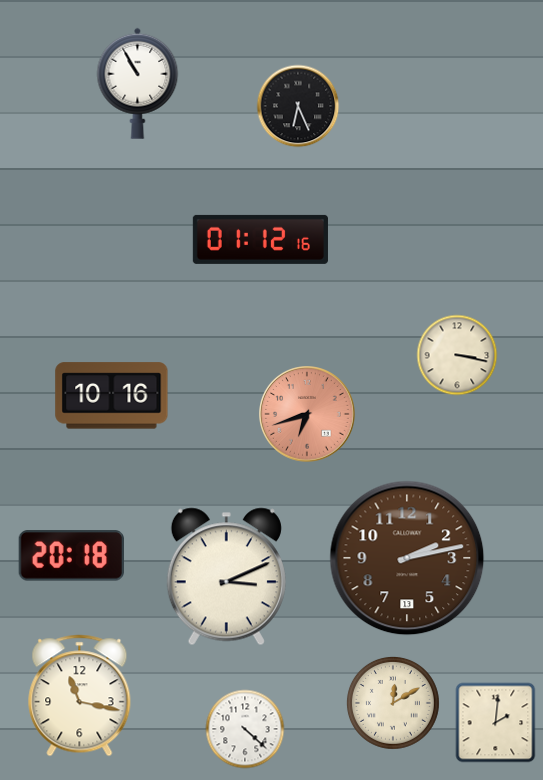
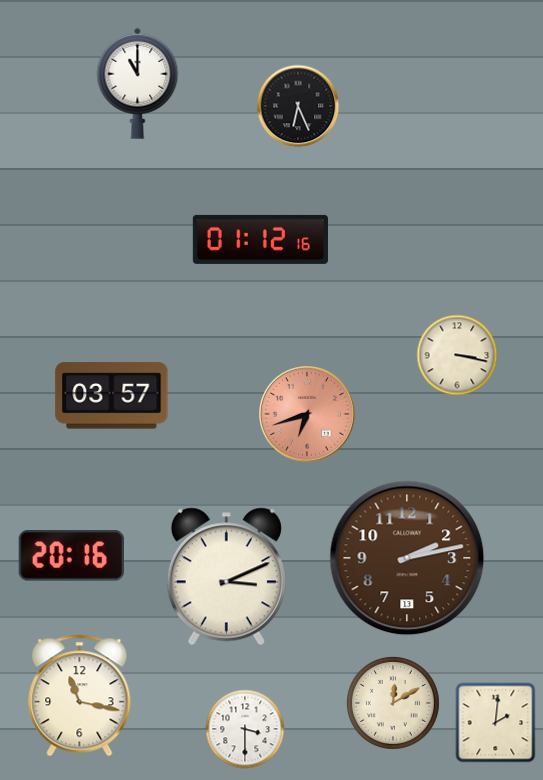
clock at (138, 83): 10:55 -> 11:00
clock at (112, 396): 10:16 -> 03:57
clock at (71, 556): 20:18 -> 20:16
clock at (245, 729): 4:22 -> 3:30
